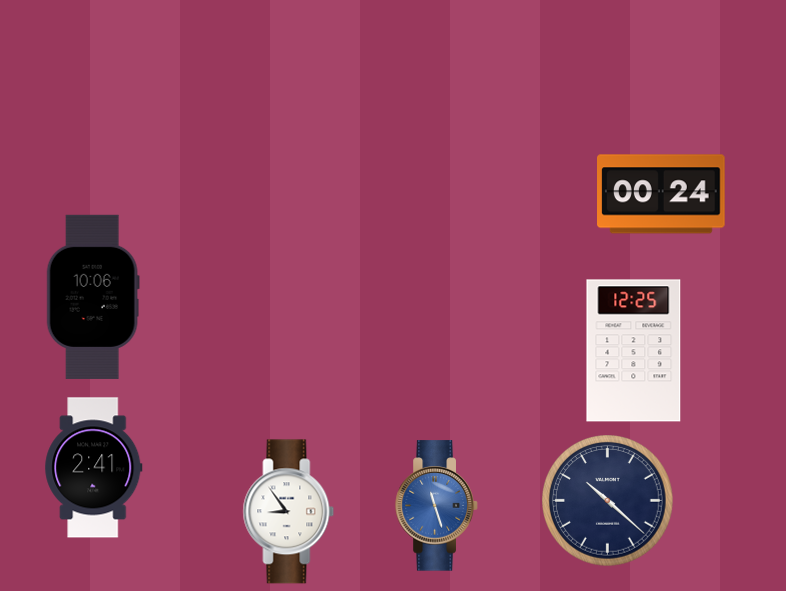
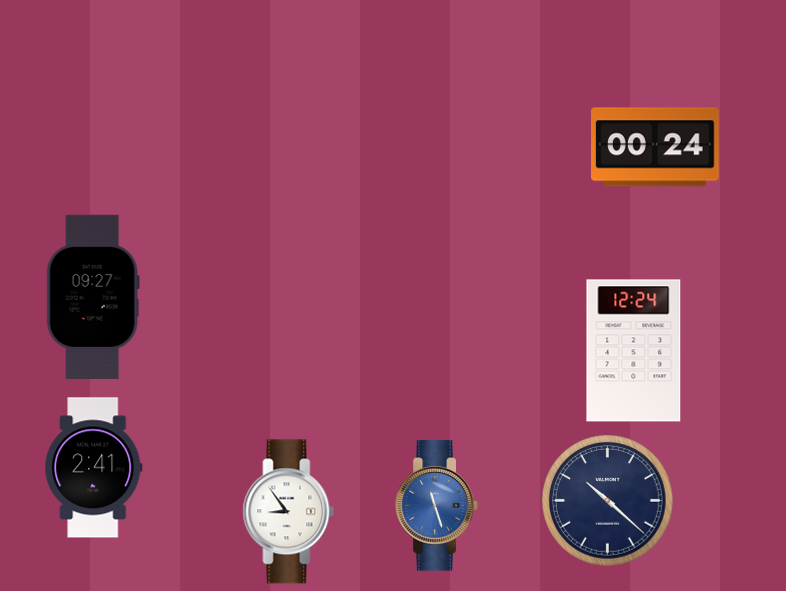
clock at (662, 194) position: (662, 194) -> (656, 147)
clock at (93, 297): 10:06 -> 09:27
clock at (634, 351): 12:25 -> 12:24
